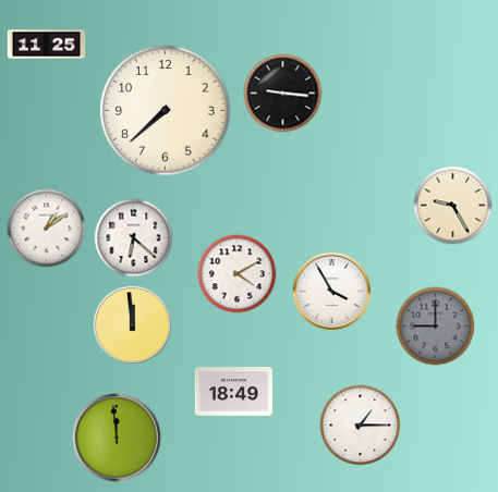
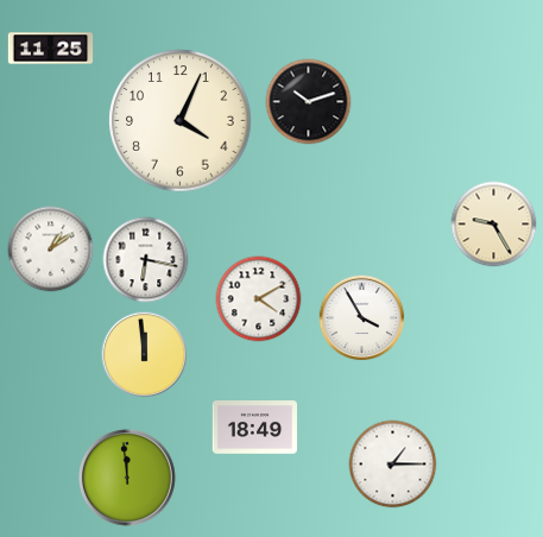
clock at (283, 94): 9:16 -> 10:12
clock at (166, 111): 7:38 -> 4:04
clock at (134, 238): 6:22 -> 6:17
clock at (436, 327): 9:00 -> none
